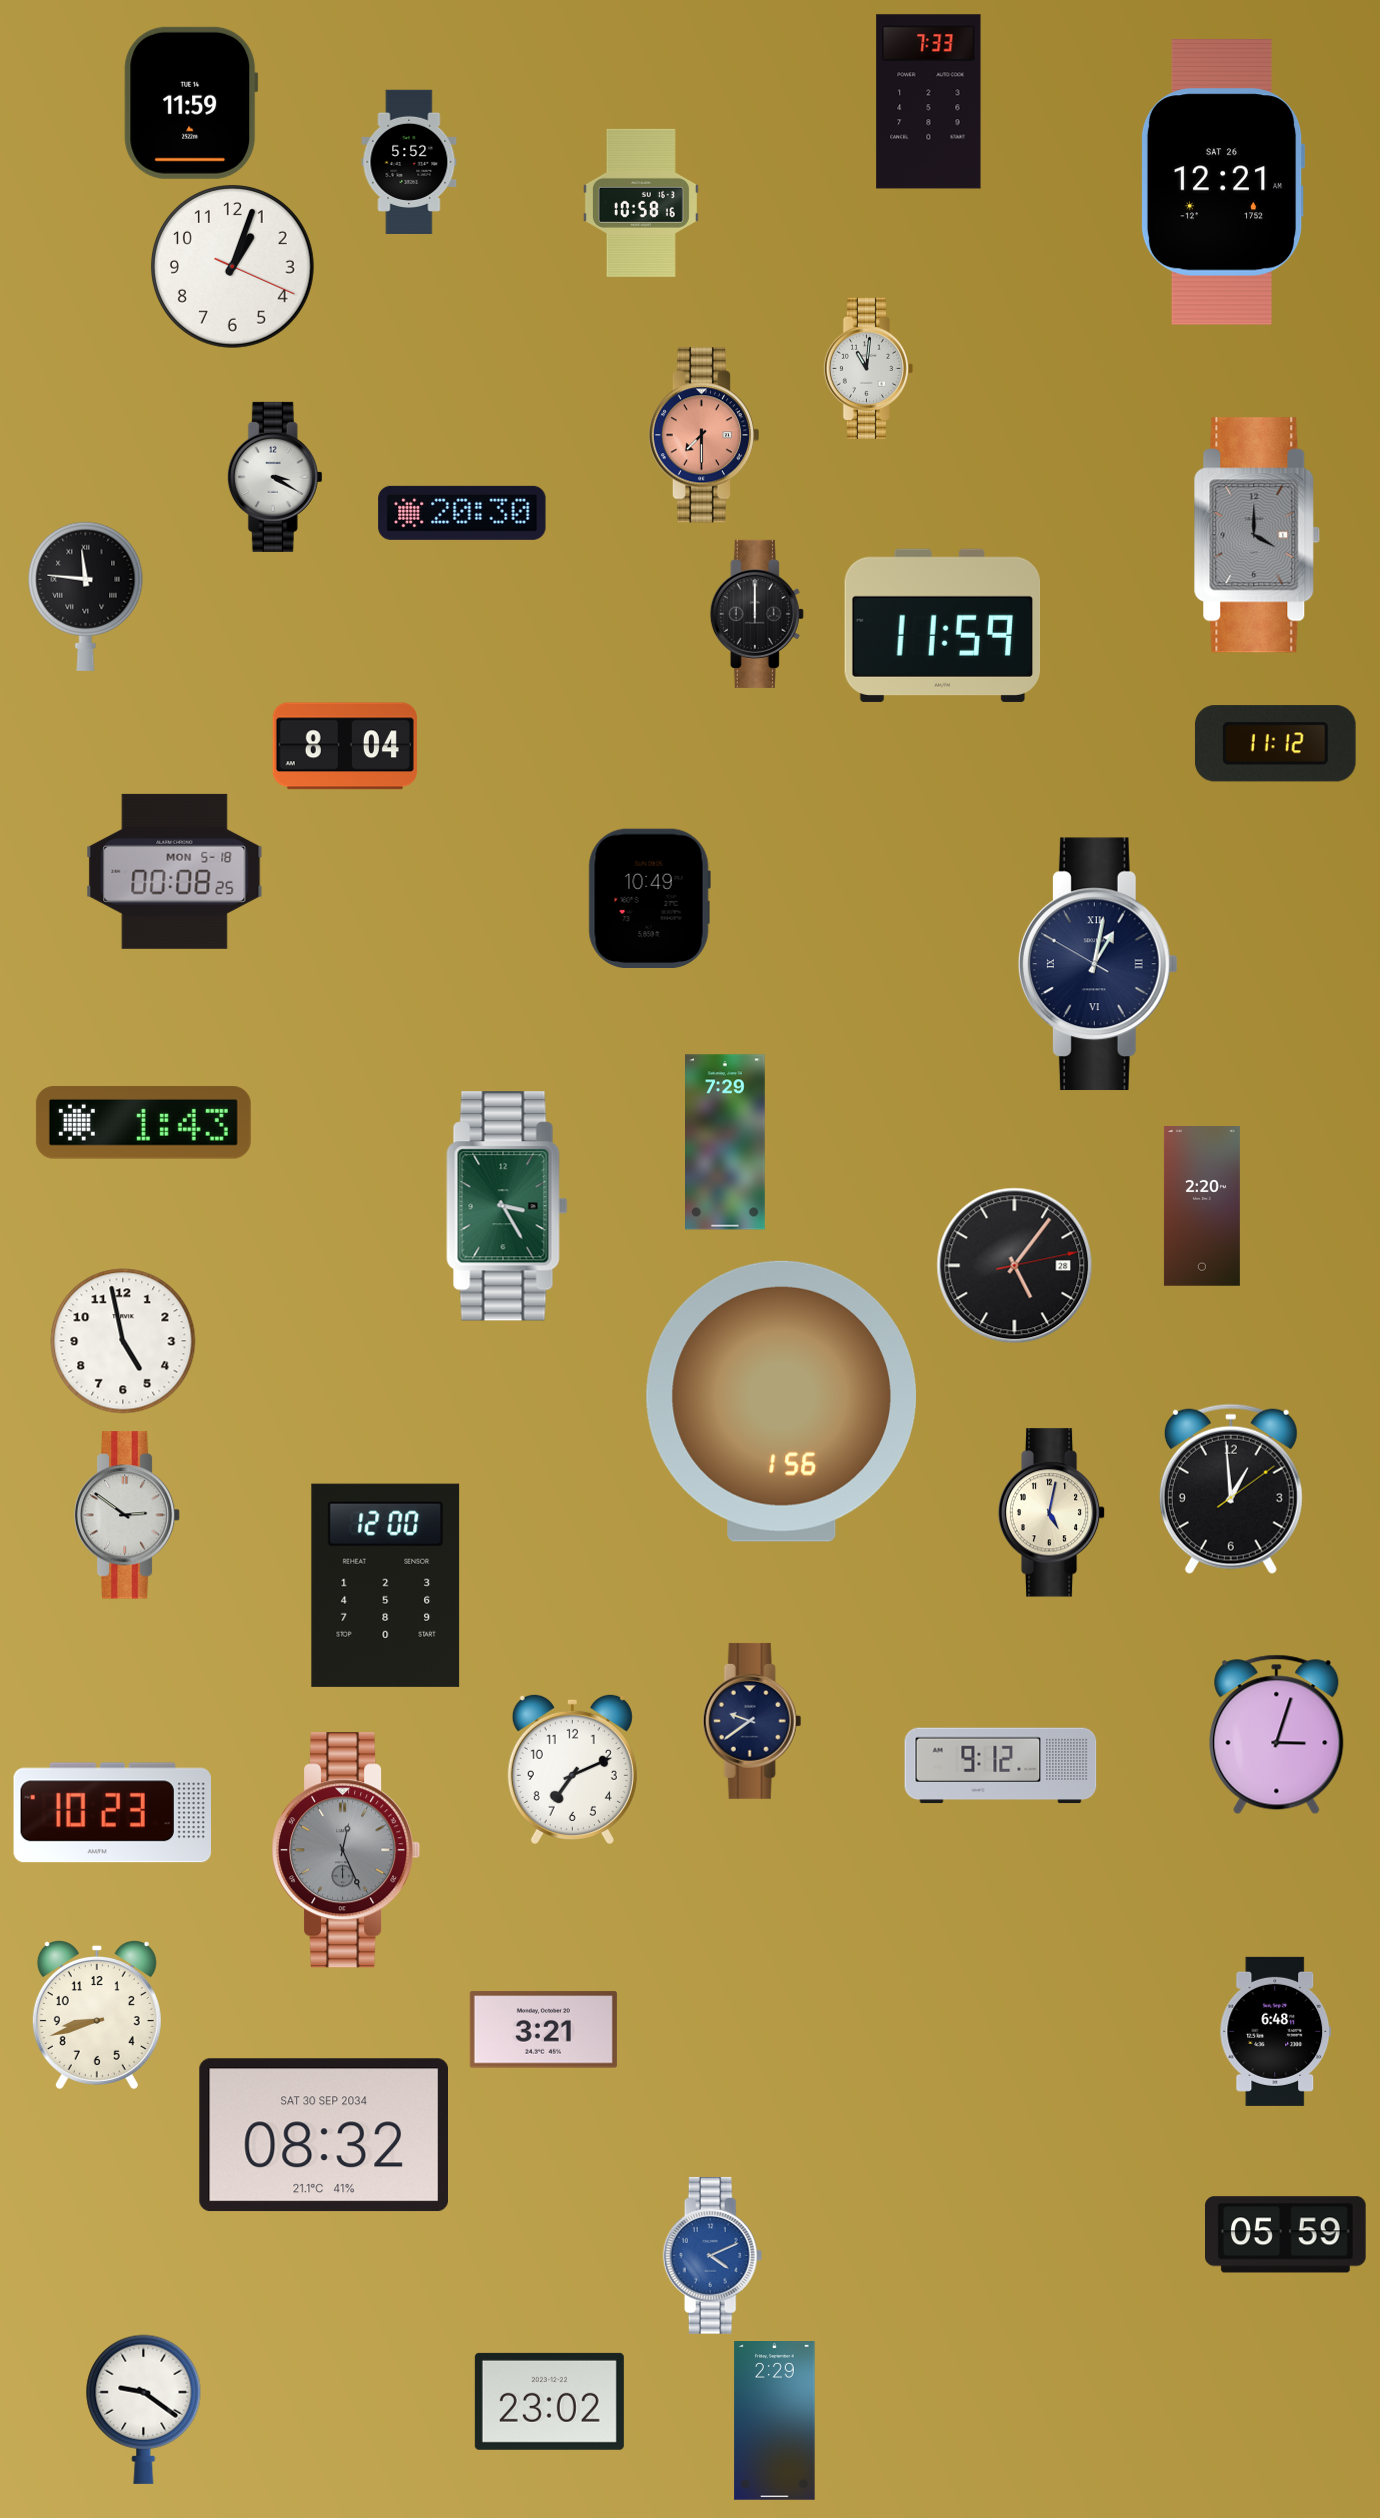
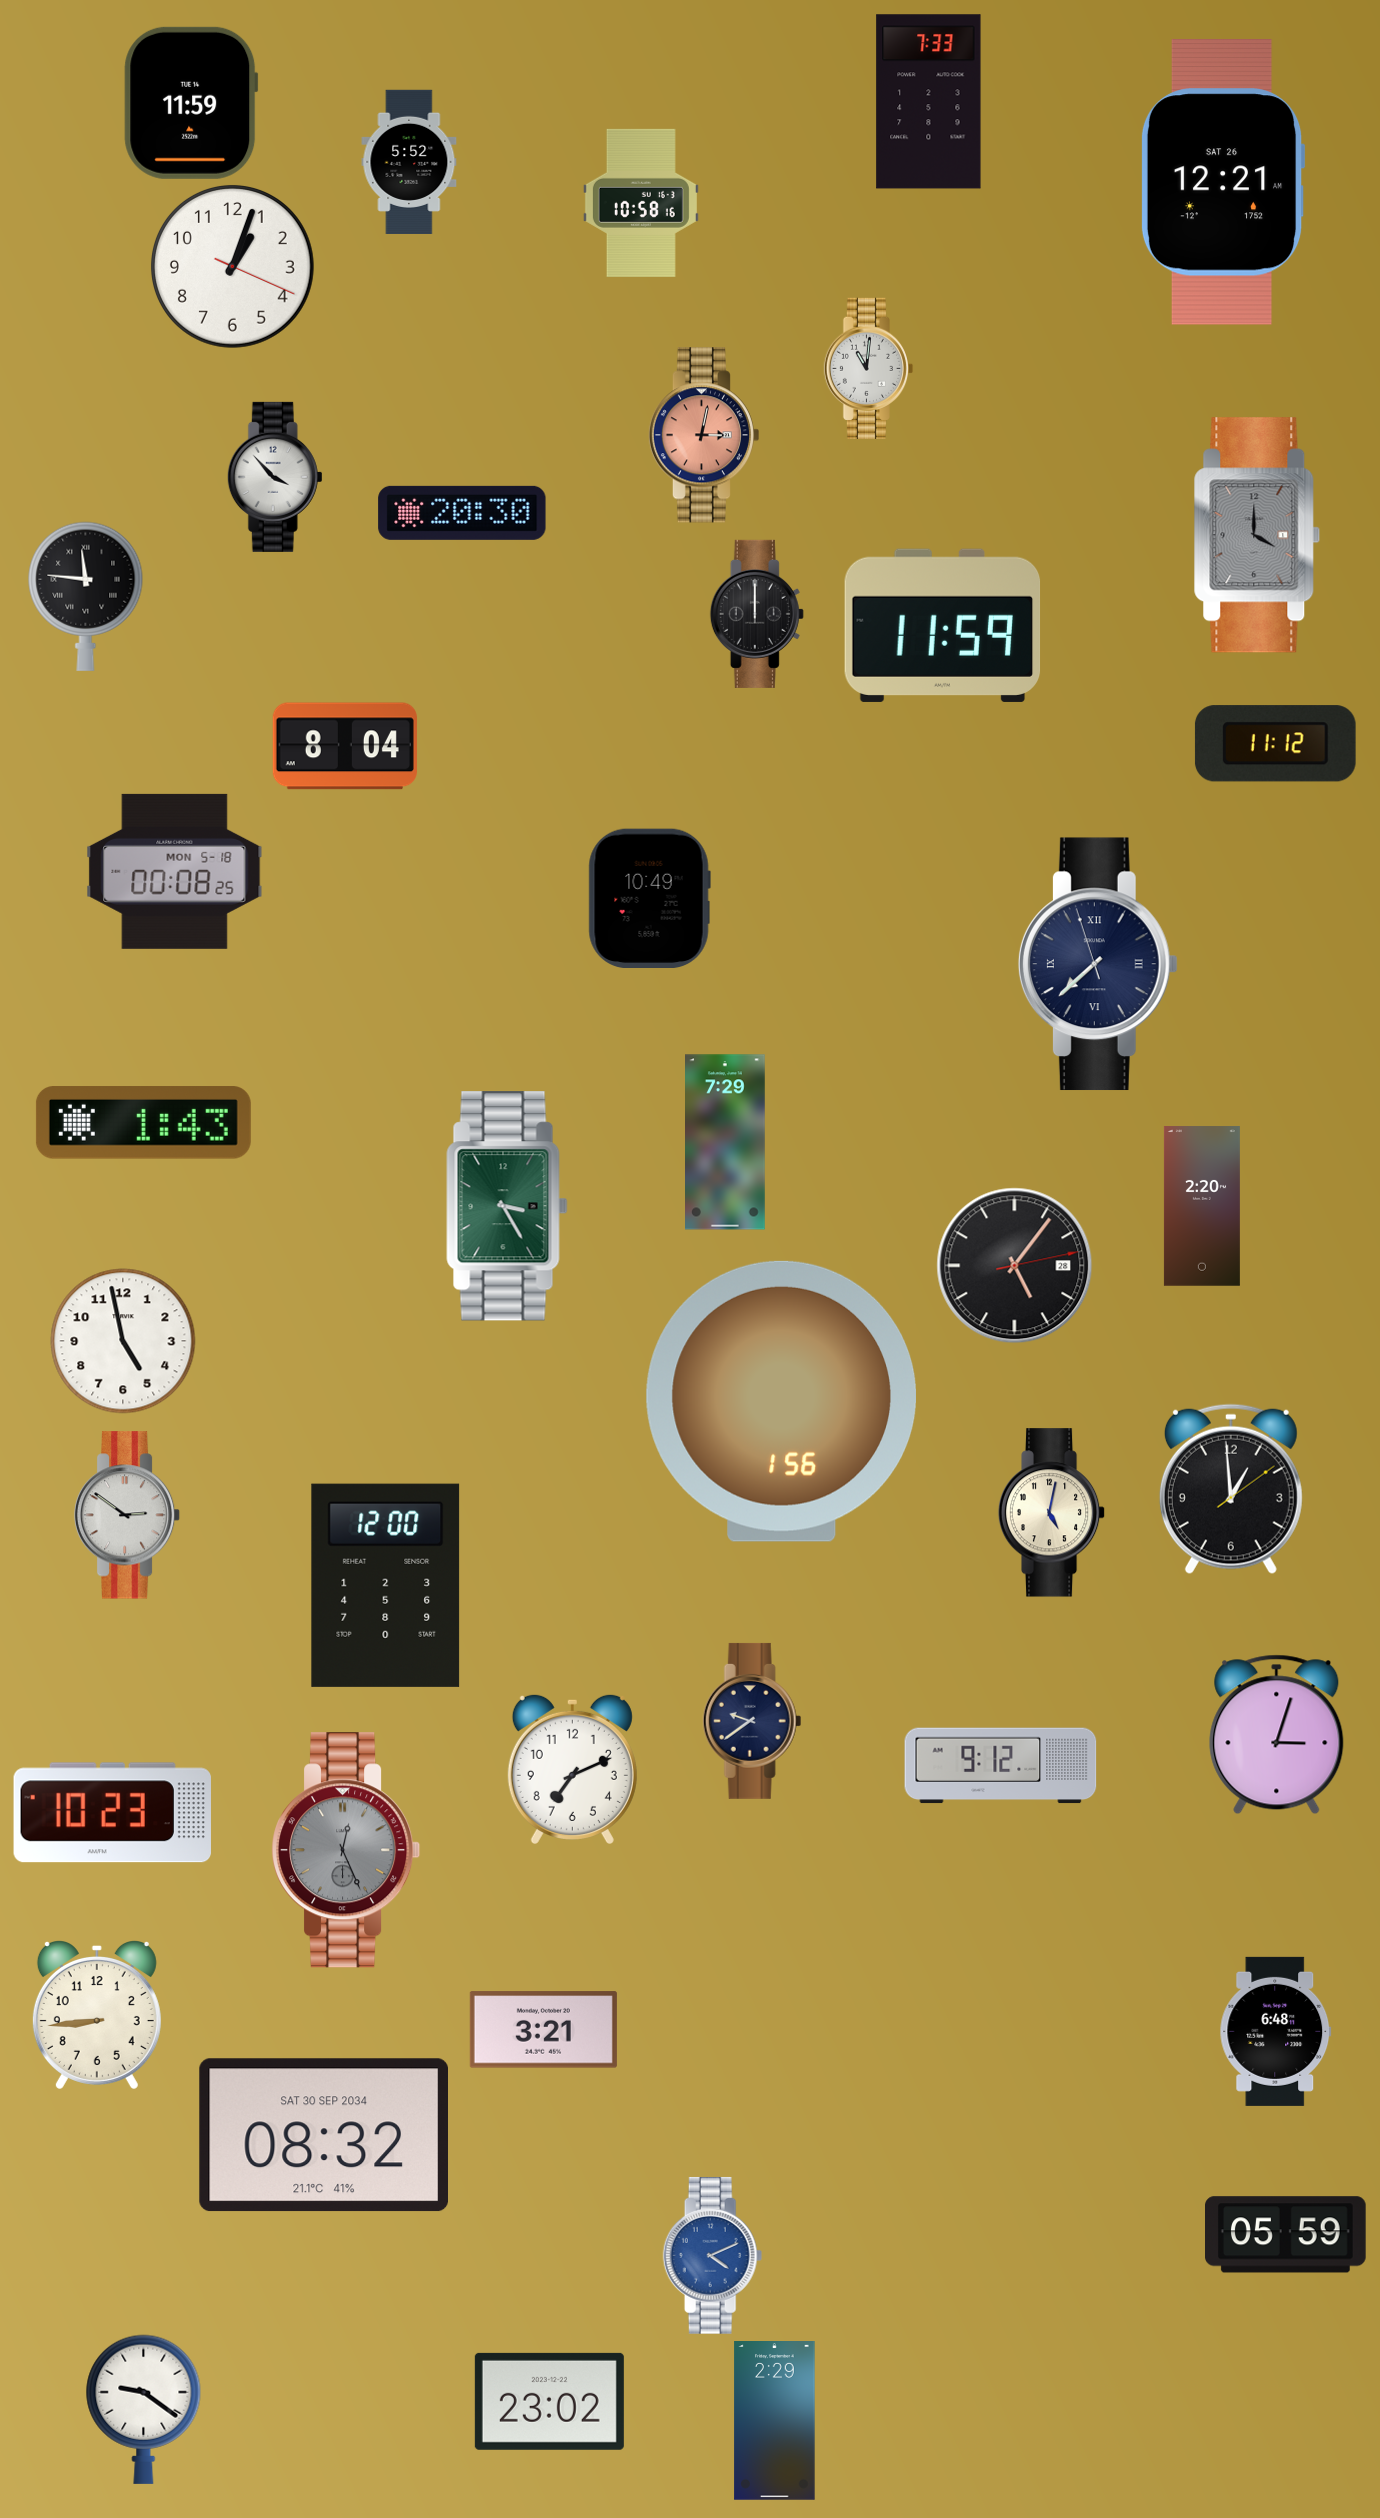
clock at (703, 435): 7:30 -> 3:02
clock at (275, 477): 3:20 -> 3:53
clock at (1098, 964): 1:01 -> 7:37
clock at (97, 2015): 8:42 -> 8:44
